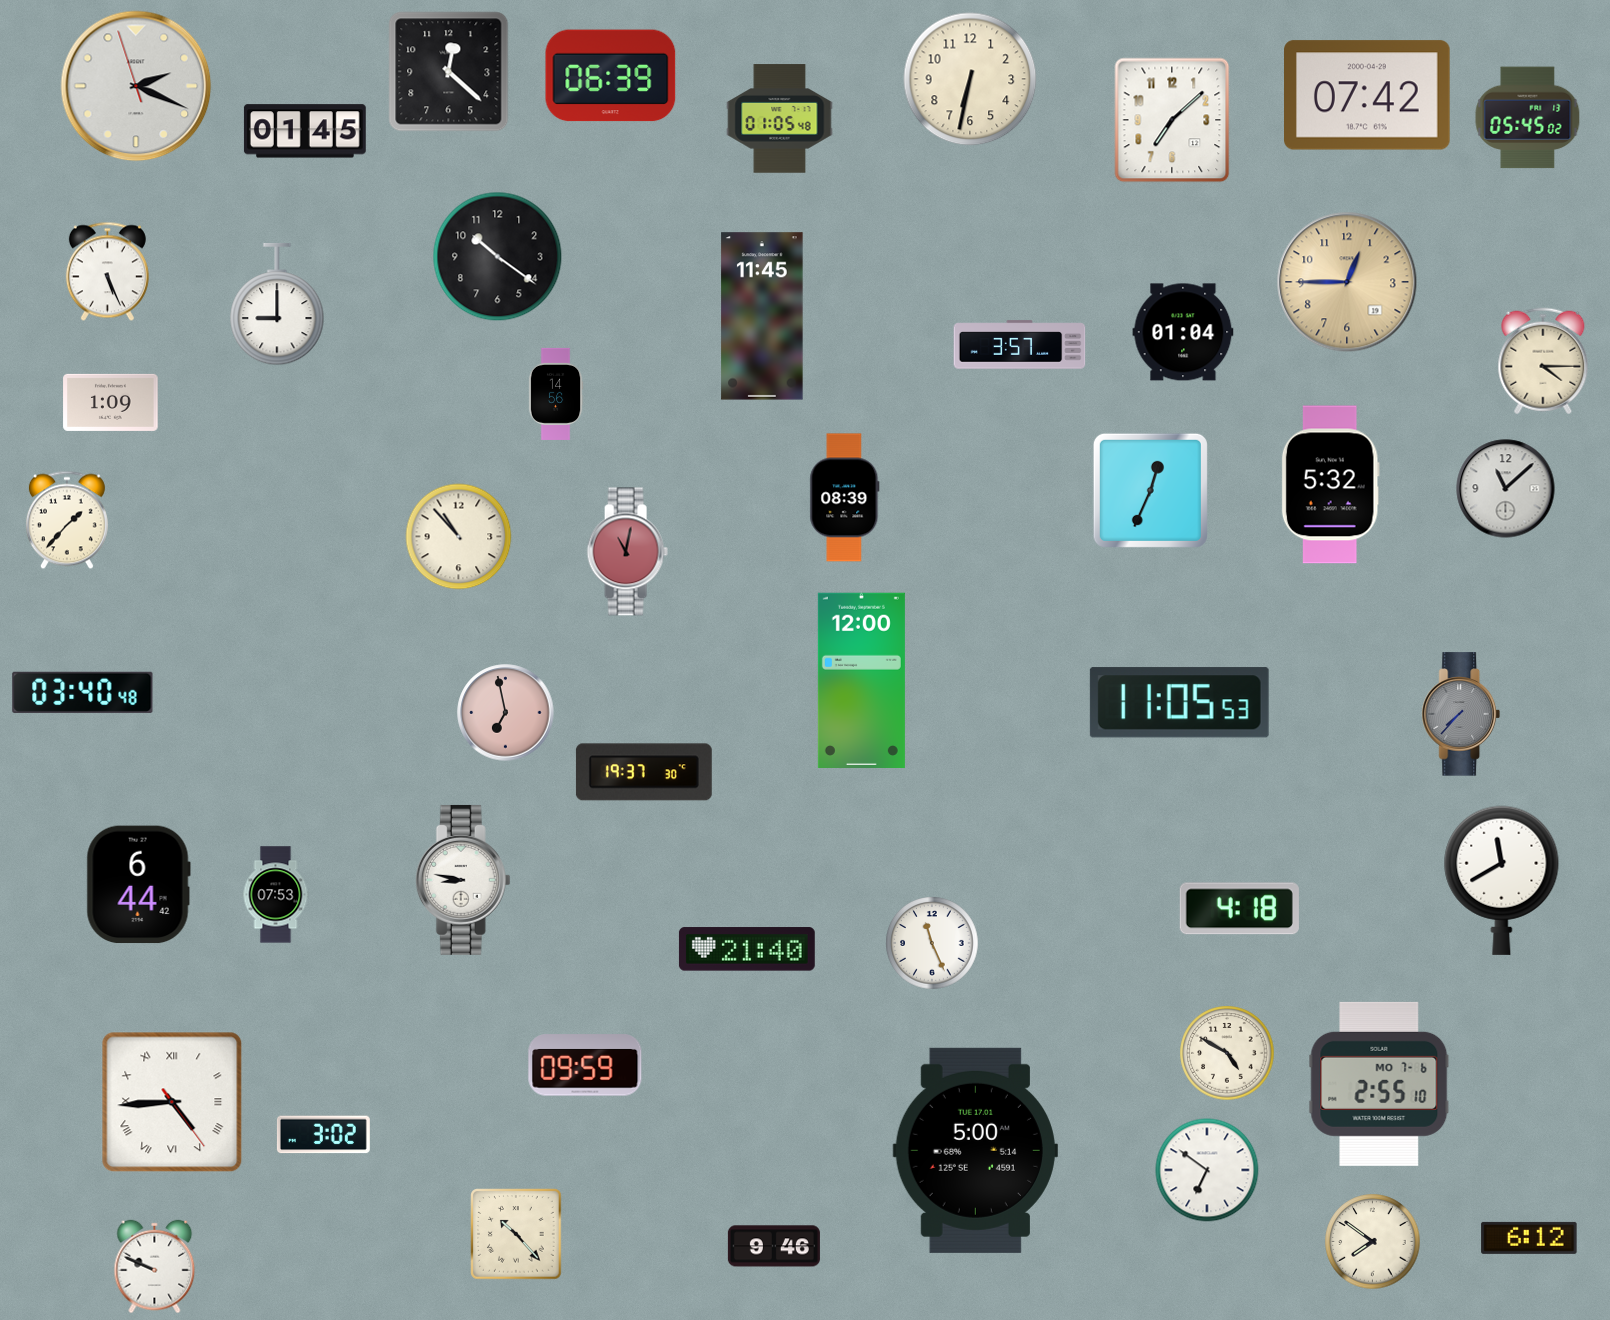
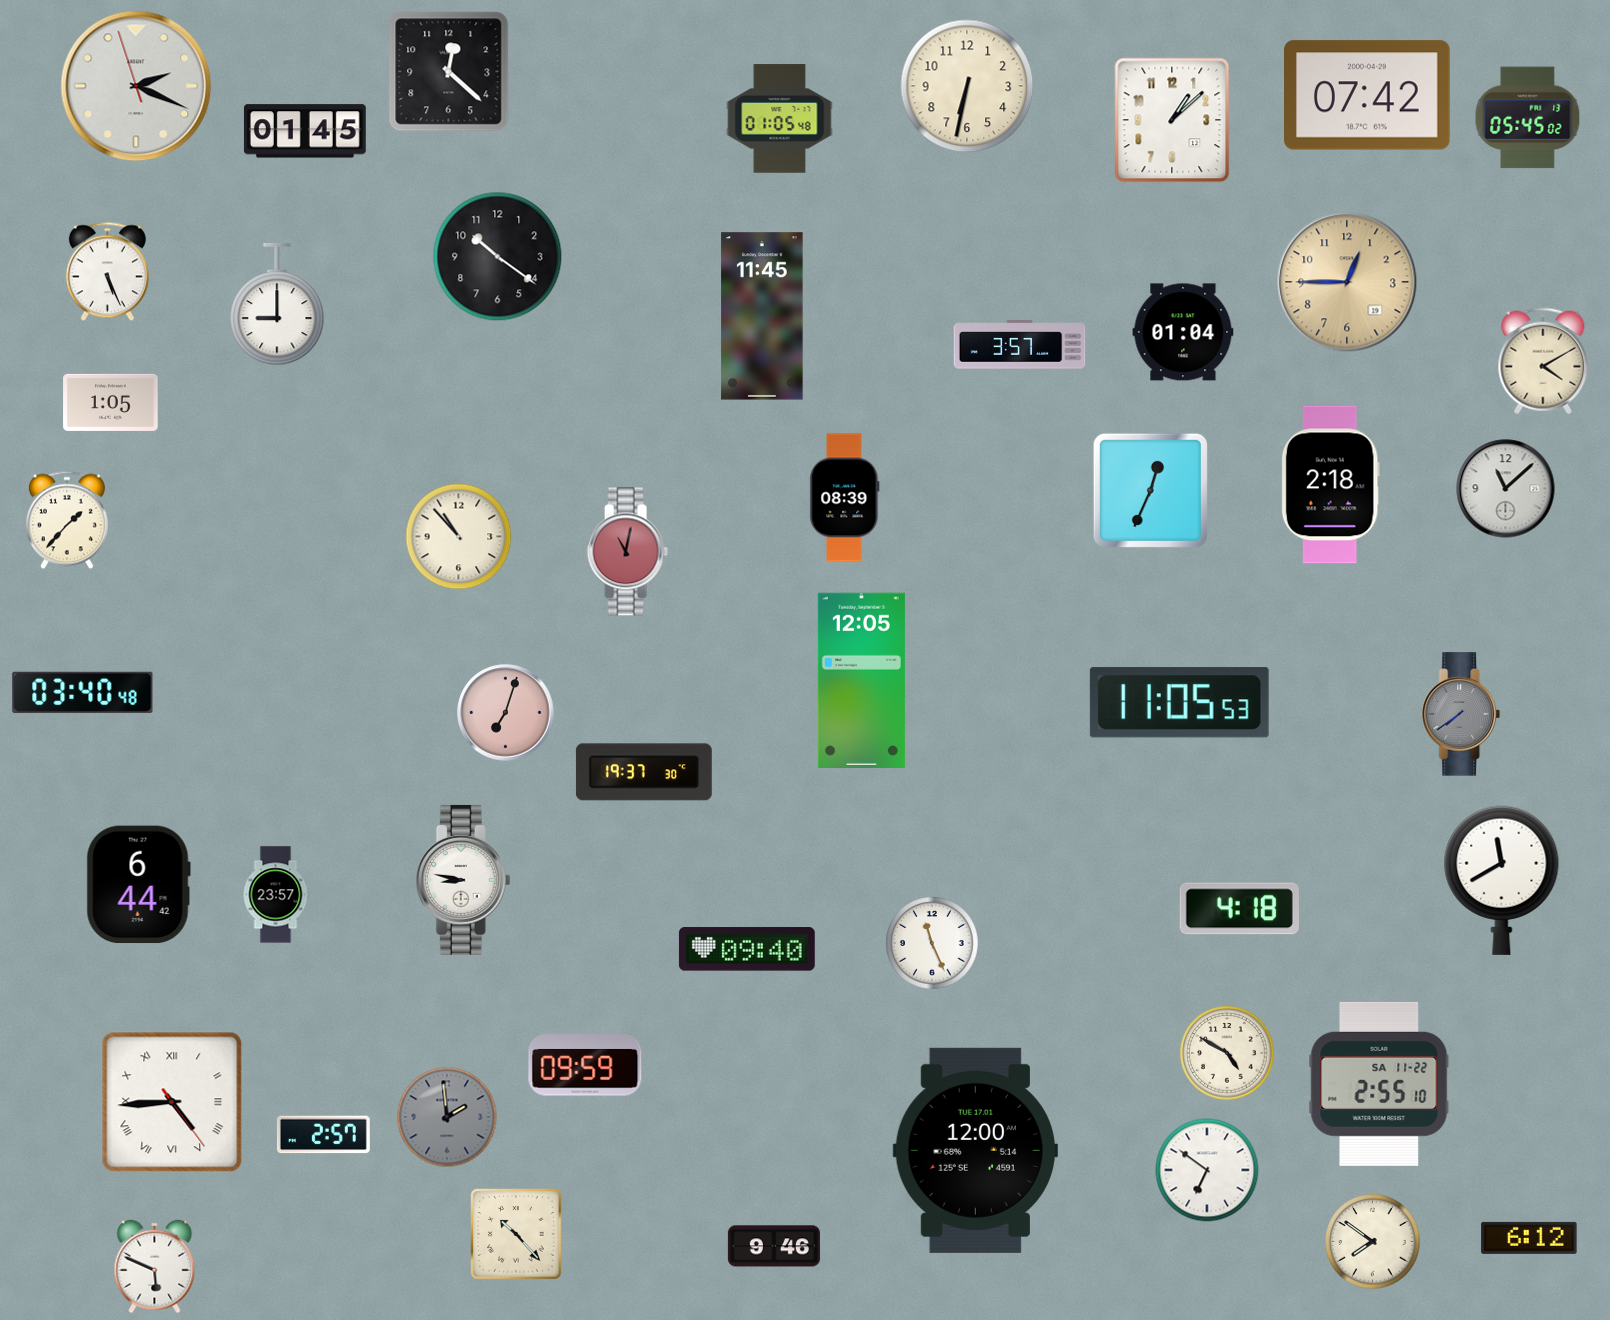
clock at (611, 76): 06:39 -> none
clock at (970, 79) position: (970, 79) -> (967, 86)
clock at (1172, 120): 7:08 -> 1:08
clock at (1543, 361): 4:15 -> 4:10
clock at (556, 394): 14:56 -> none
clock at (111, 402): 1:09 -> 1:05
clock at (1330, 485): 5:32 -> 2:18
clock at (861, 680): 12:00 -> 12:05
clock at (506, 713): 6:58 -> 7:03
clock at (1461, 714): 7:37 -> 7:39
clock at (276, 895): 07:53 -> 23:57
clock at (747, 949): 21:40 -> 09:40
clock at (1379, 1084) date: MO 7-6 -> SA 11-22
clock at (447, 1117): none -> 1:59
clock at (323, 1135): 3:02 -> 2:57
clock at (975, 1150): 5:00 -> 12:00
clock at (155, 1267): 9:49 -> 5:49
